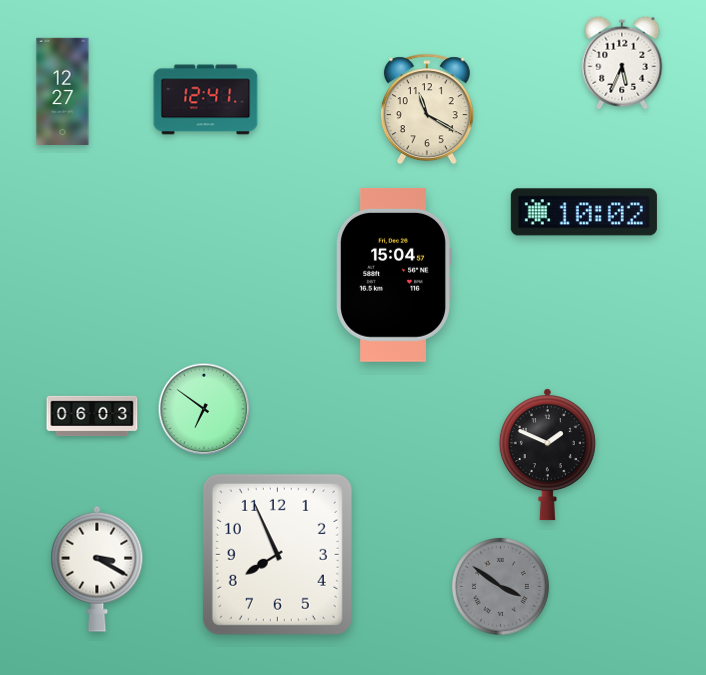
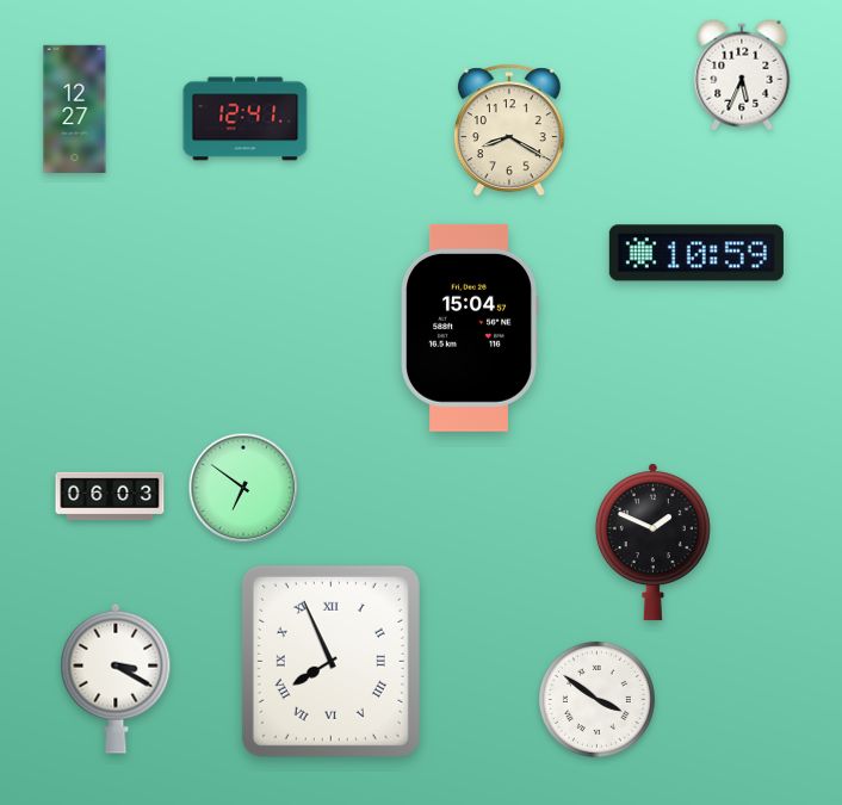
clock at (427, 109): 11:20 -> 8:20
clock at (584, 212): 10:02 -> 10:59
clock at (277, 554) numerals: Arabic -> Roman
clock at (500, 586) dial: grey -> white
